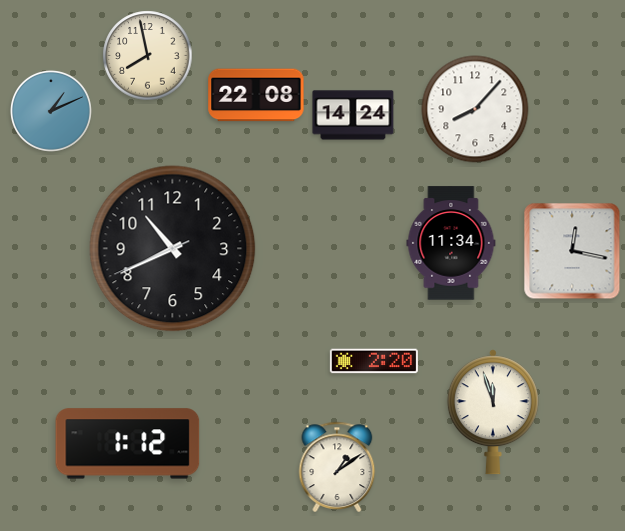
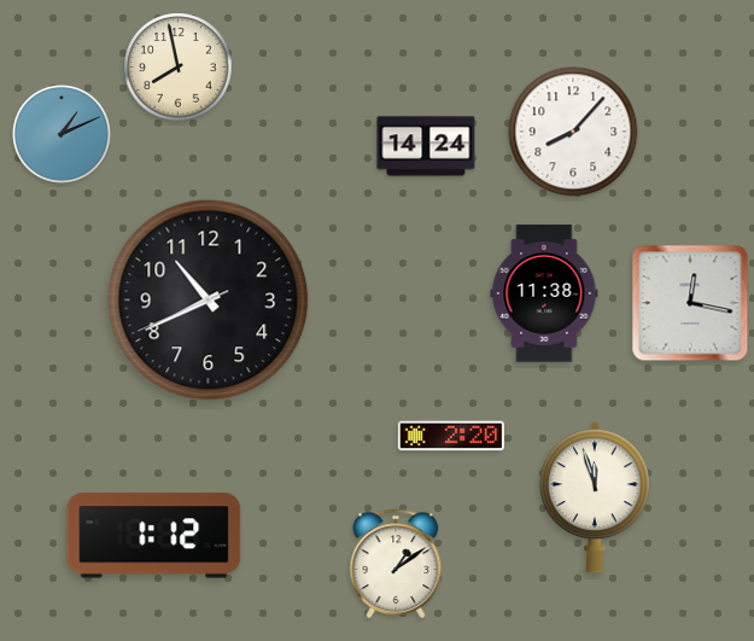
clock at (256, 95): 22:08 -> none
clock at (353, 115) position: (353, 115) -> (426, 146)
clock at (451, 243): 11:34 -> 11:38
clock at (337, 467) position: (337, 467) -> (396, 564)
